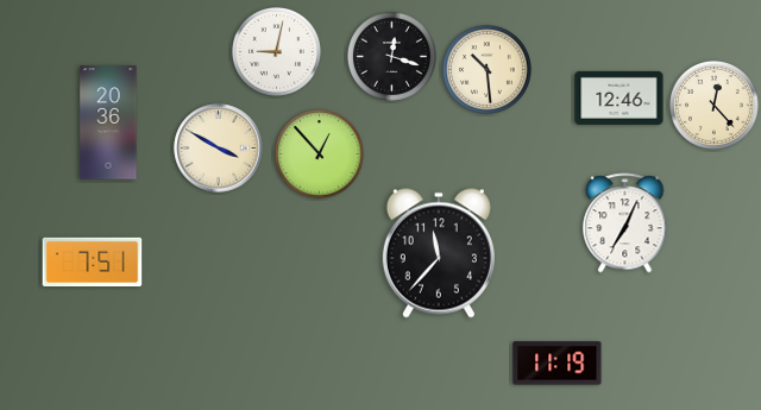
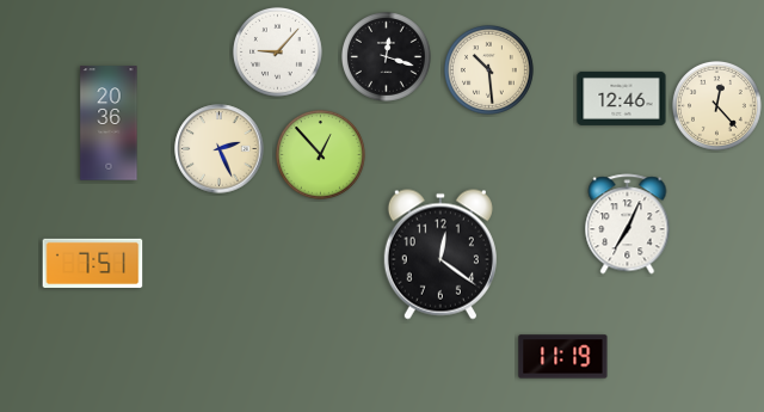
clock at (277, 52): 9:02 -> 9:07
clock at (392, 57) position: (392, 57) -> (387, 57)
clock at (219, 149): 3:50 -> 2:26
clock at (439, 253): 11:37 -> 12:21
clock at (558, 364) position: (558, 364) -> (563, 357)
